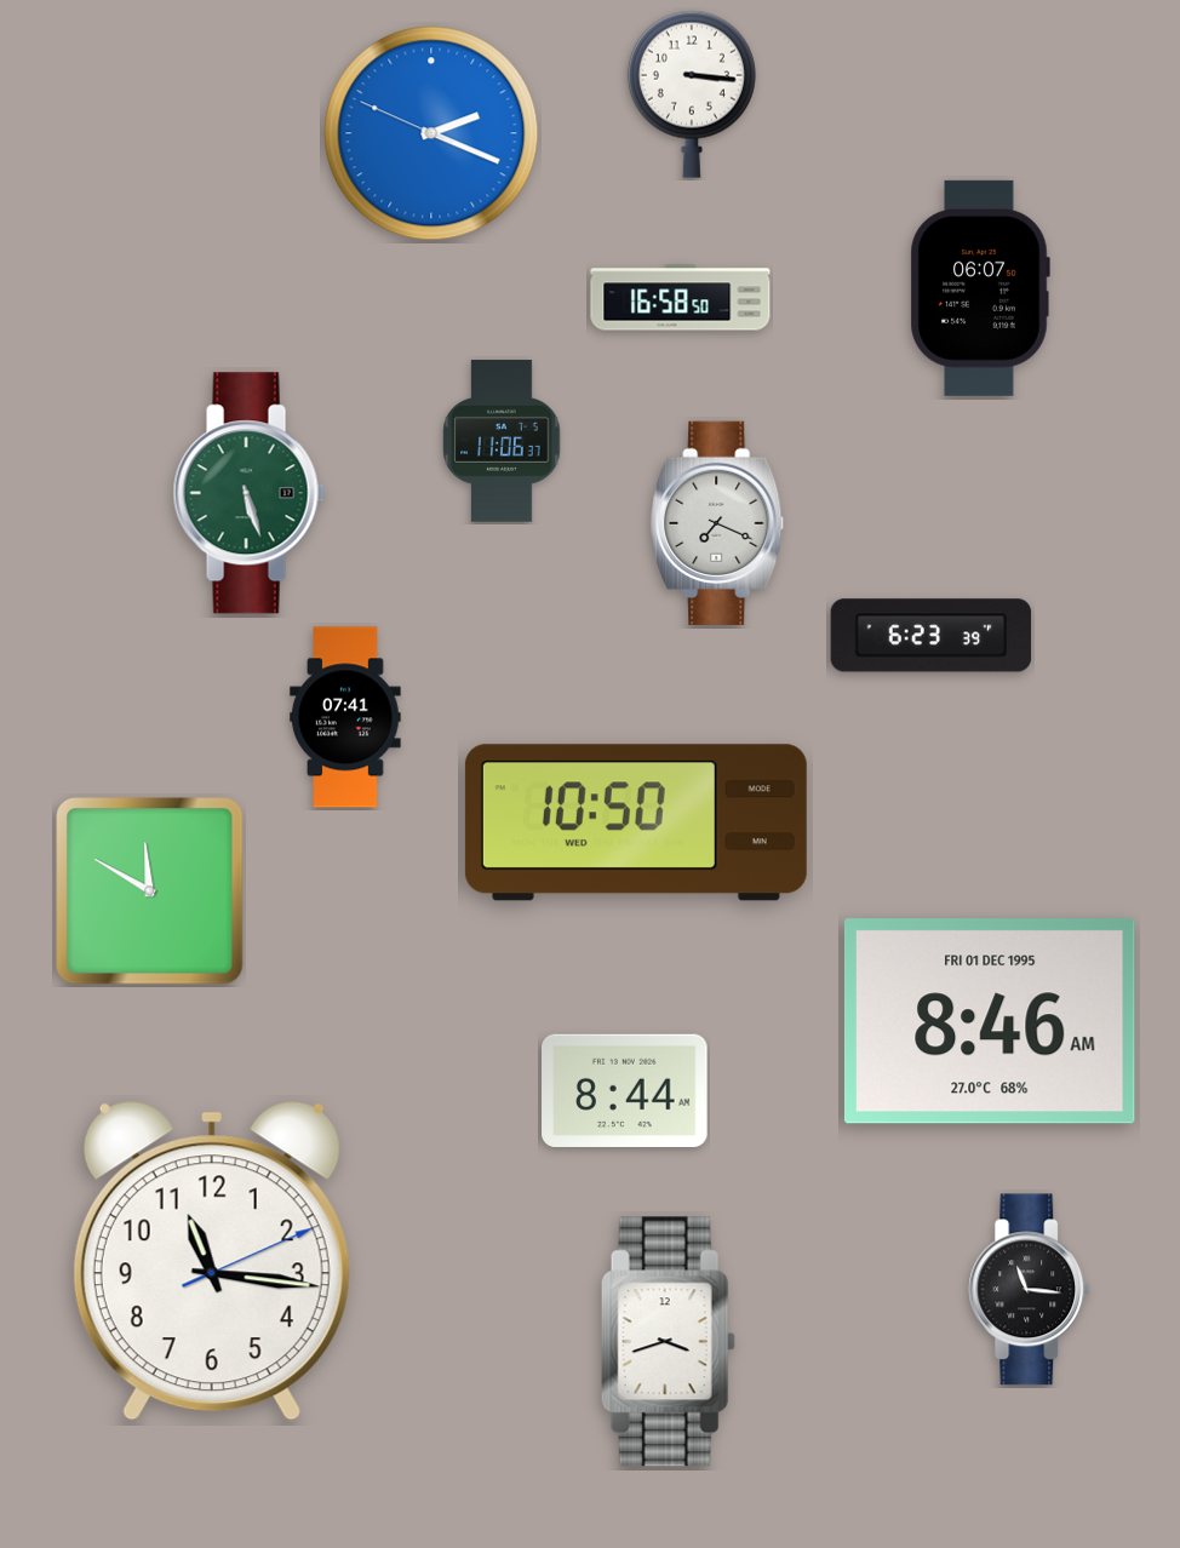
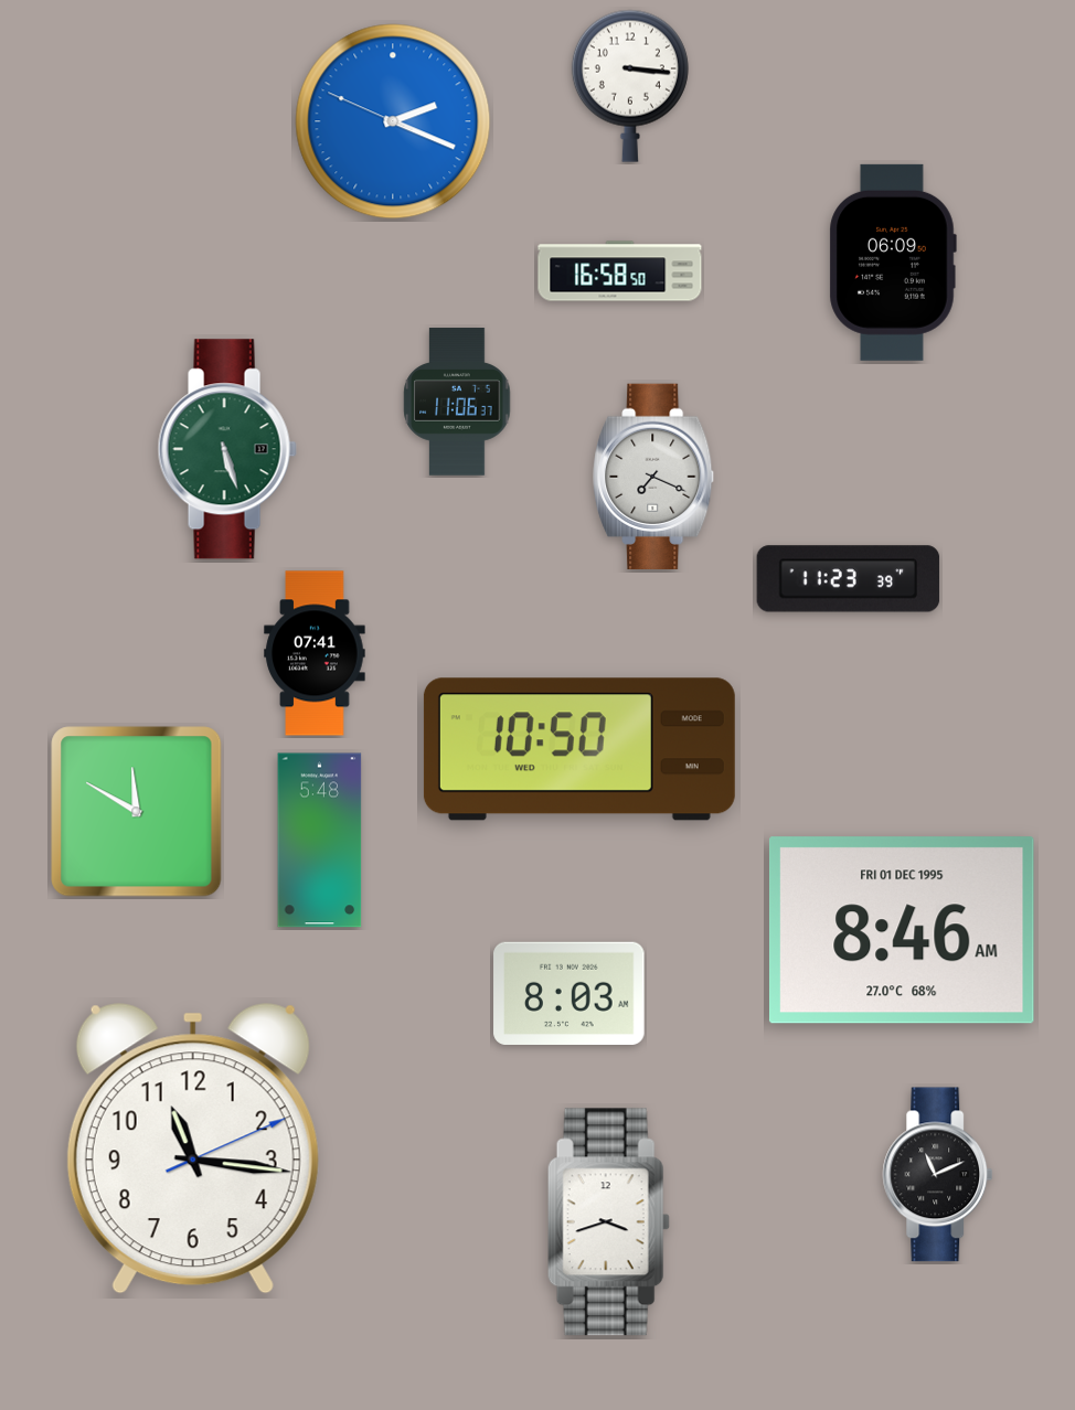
clock at (980, 288): 06:07 -> 06:09
clock at (932, 636): 6:23 -> 11:23
clock at (320, 841): none -> 5:48
clock at (625, 1090): 8:44 -> 8:03
clock at (1030, 1290): 11:16 -> 11:11
